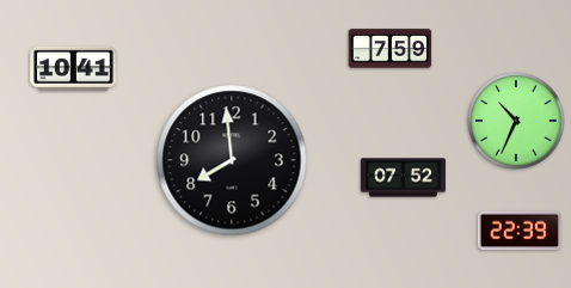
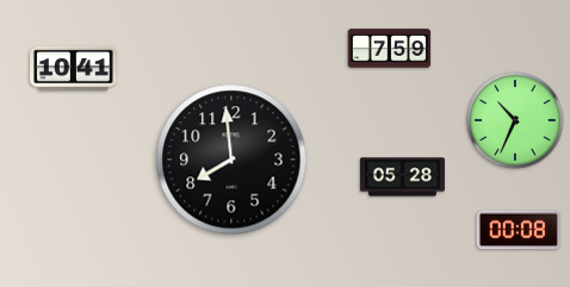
clock at (403, 178): 07:52 -> 05:28
clock at (520, 231): 22:39 -> 00:08
